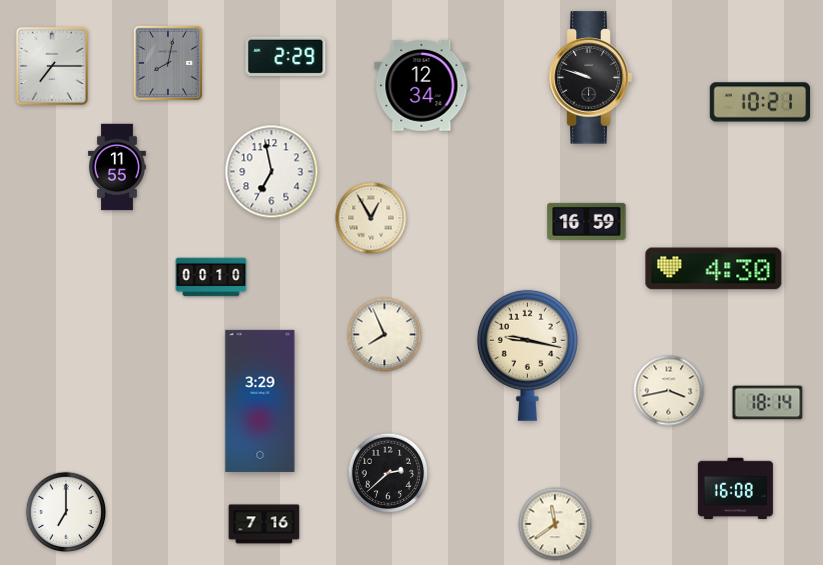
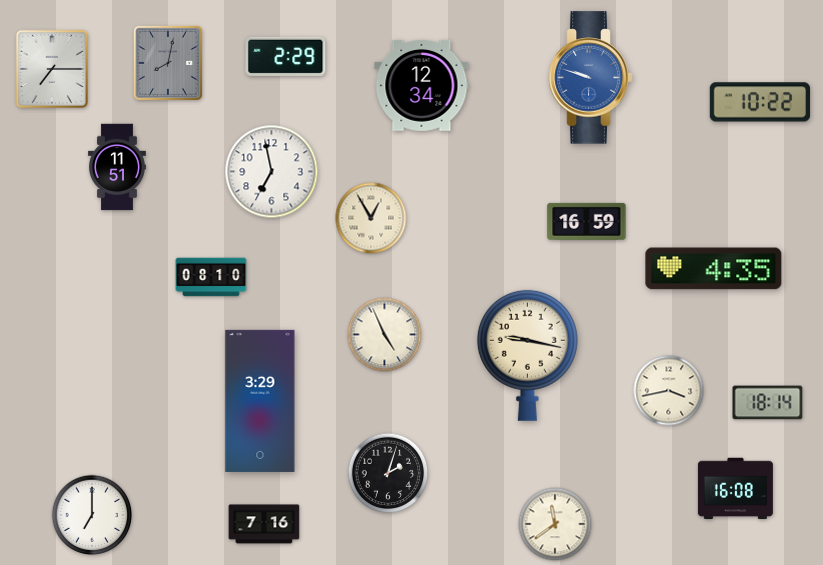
clock at (52, 66) position: (52, 66) -> (52, 69)
clock at (591, 78) dial: black -> blue
clock at (760, 102): 10:21 -> 10:22
clock at (117, 167): 11:55 -> 11:51
clock at (714, 269): 4:30 -> 4:35
clock at (211, 277): 00:10 -> 08:10
clock at (385, 335): 7:56 -> 4:56
clock at (388, 473): 2:38 -> 2:03
clock at (66, 512) position: (66, 512) -> (92, 515)
